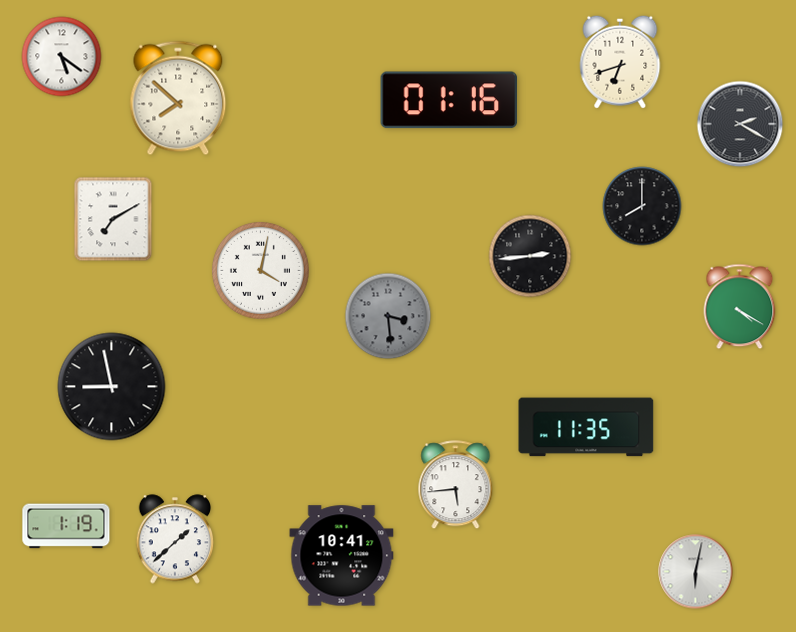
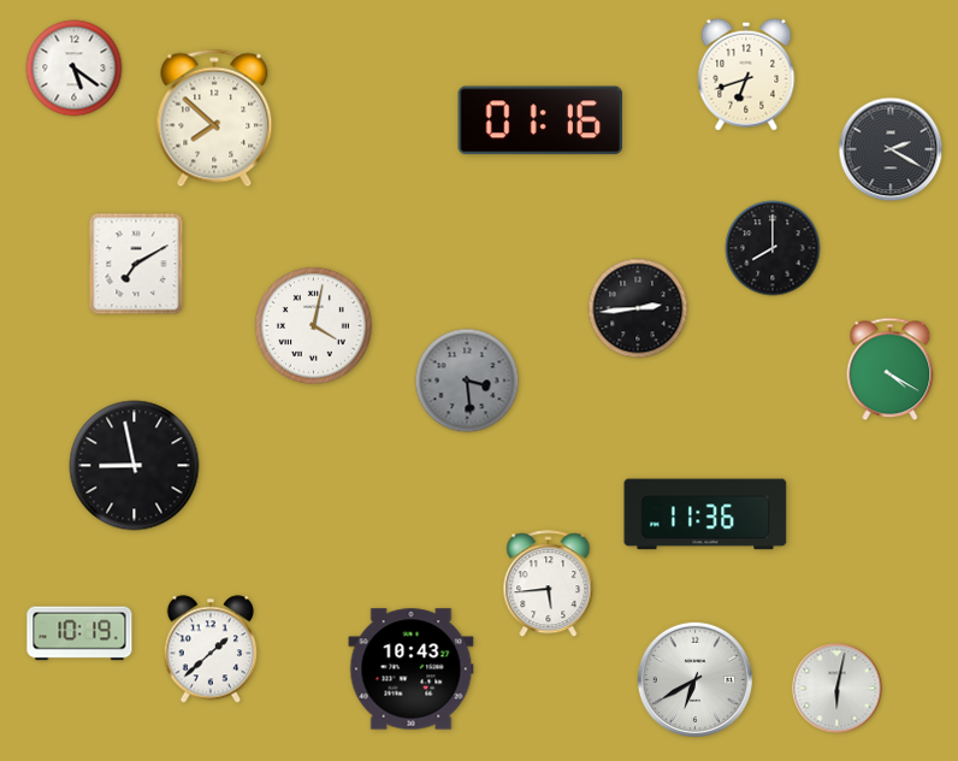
clock at (586, 427): 11:35 -> 11:36
clock at (66, 526): 1:19 -> 10:19
clock at (342, 556): 10:41 -> 10:43
clock at (694, 679): none -> 6:40
